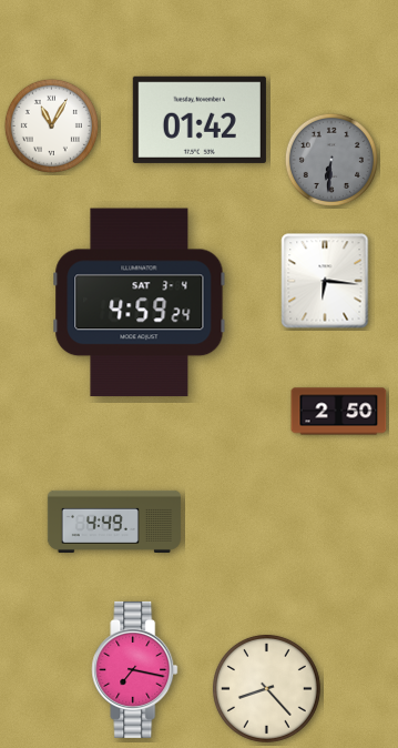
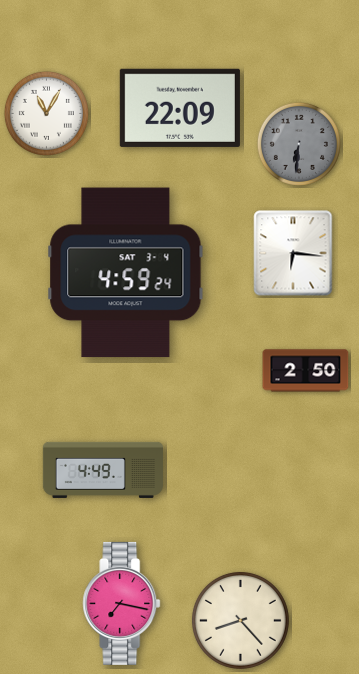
clock at (200, 120): 01:42 -> 22:09
